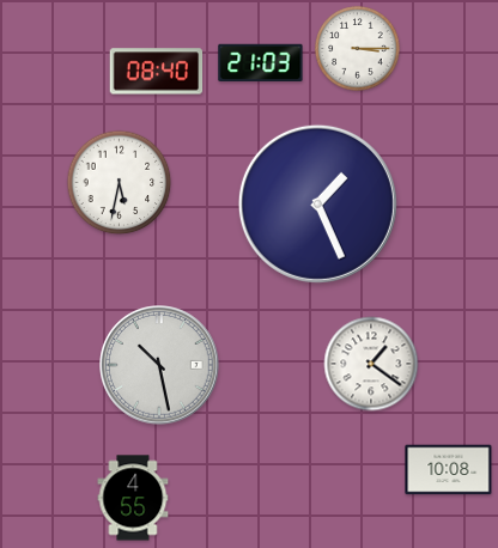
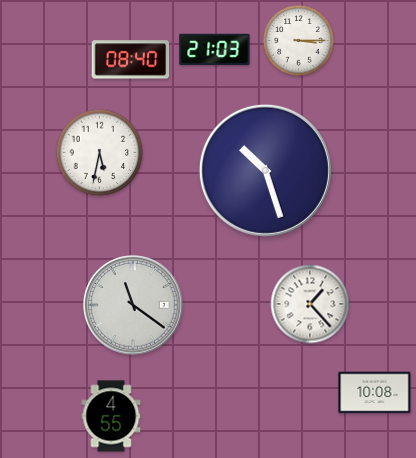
clock at (261, 63) position: (261, 63) -> (215, 50)
clock at (317, 203): 1:26 -> 10:27
clock at (371, 364): 1:21 -> 1:23
clock at (159, 365): 10:28 -> 11:21
